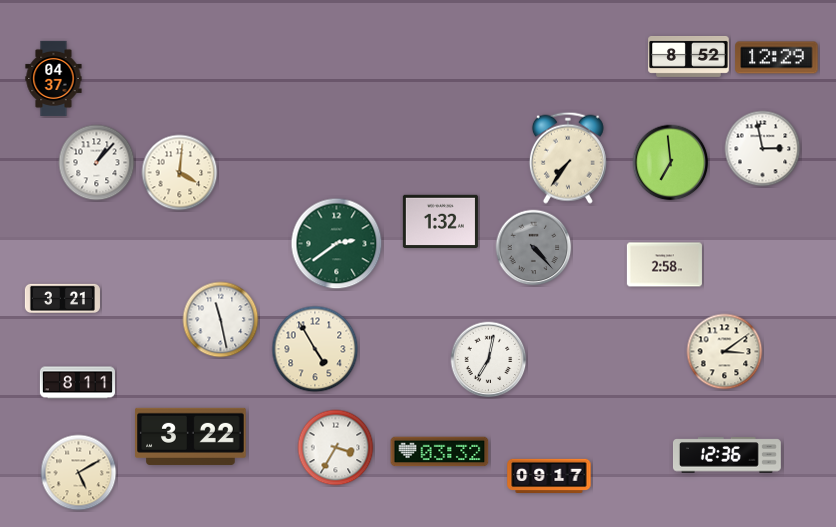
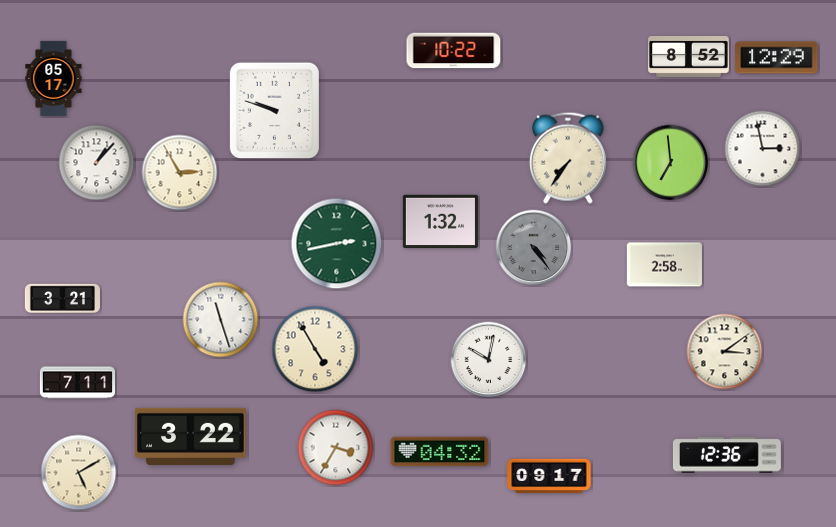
clock at (454, 51): none -> 10:22
clock at (54, 78): 04:37 -> 05:17
clock at (274, 110): none -> 9:48
clock at (180, 173): 4:01 -> 2:55
clock at (337, 244): 2:39 -> 2:43
clock at (534, 248): 4:23 -> 4:24
clock at (221, 320): 11:28 -> 11:27
clock at (489, 360): 7:02 -> 10:02
clock at (77, 383): 8:11 -> 7:11
clock at (440, 452): 03:32 -> 04:32
